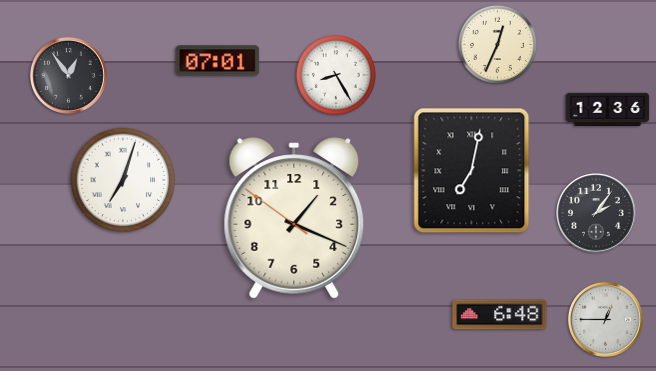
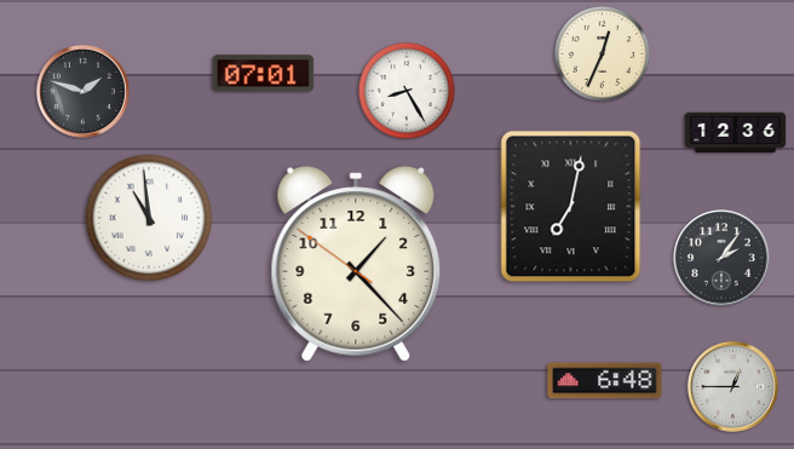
clock at (68, 75): 12:54 -> 1:48
clock at (123, 180): 7:03 -> 10:59
clock at (294, 218): 1:18 -> 1:22
